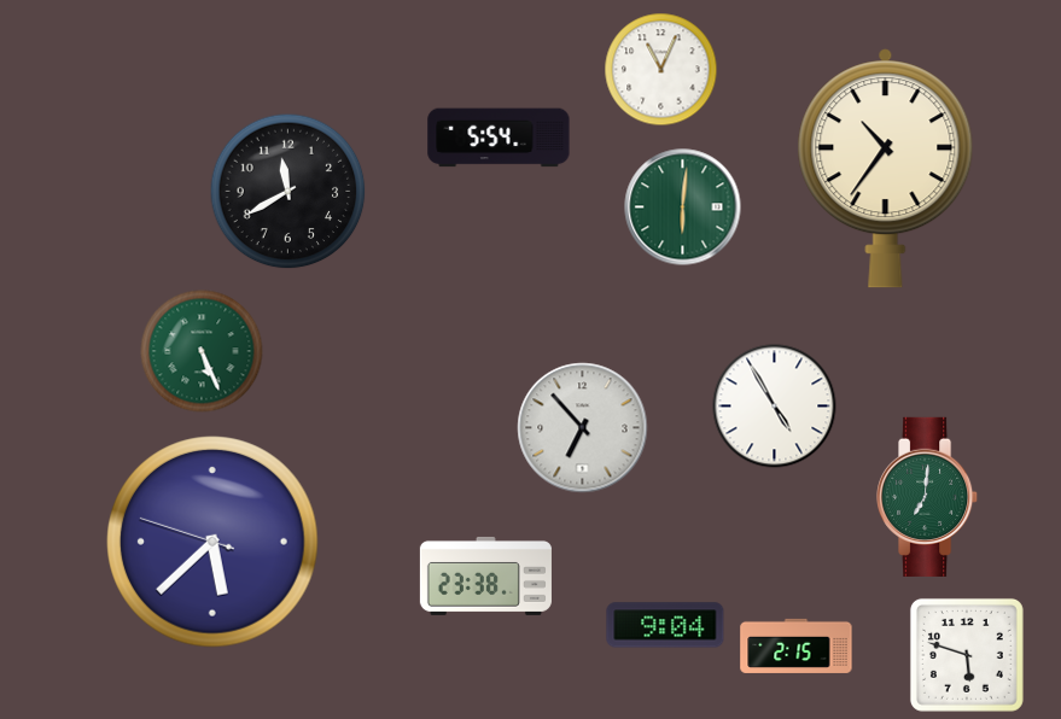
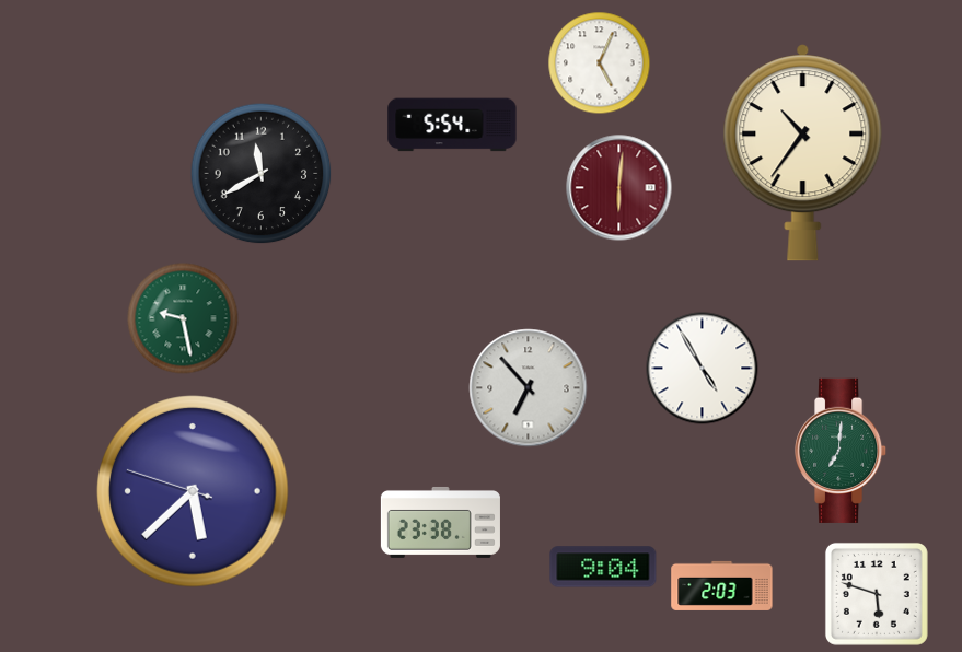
clock at (661, 70): 11:04 -> 5:04
clock at (683, 207) dial: green -> burgundy
clock at (202, 351): 5:26 -> 9:28
clock at (797, 645): 2:15 -> 2:03
